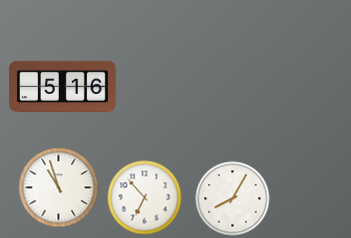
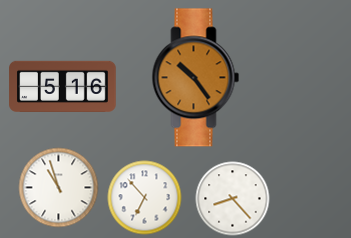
clock at (196, 78): none -> 10:24
clock at (233, 199): 8:05 -> 8:23
